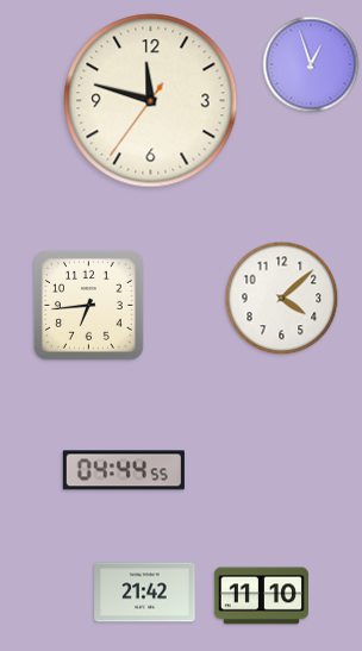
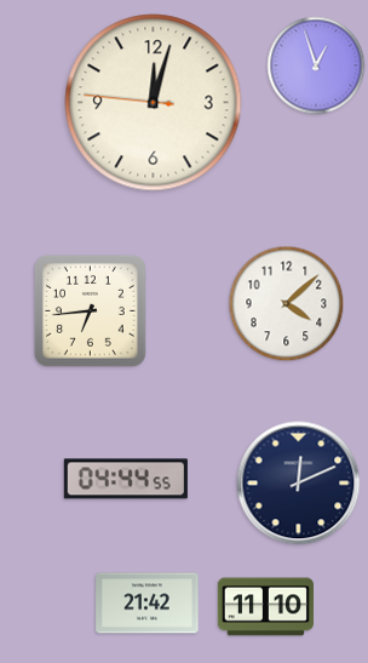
clock at (151, 101): 11:47 -> 12:02
clock at (299, 484): none -> 12:11
